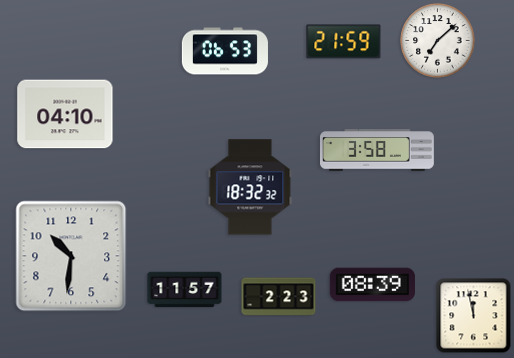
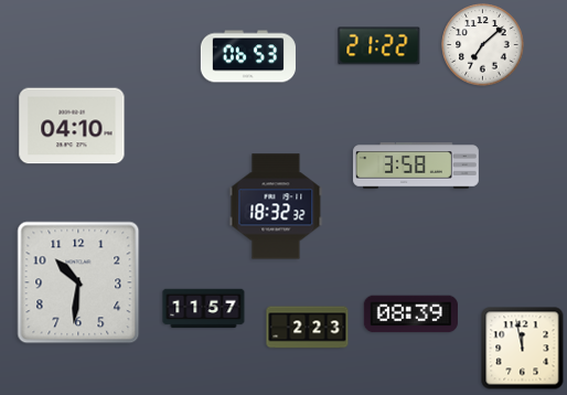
clock at (344, 42): 21:59 -> 21:22
clock at (185, 290) position: (185, 290) -> (204, 309)
